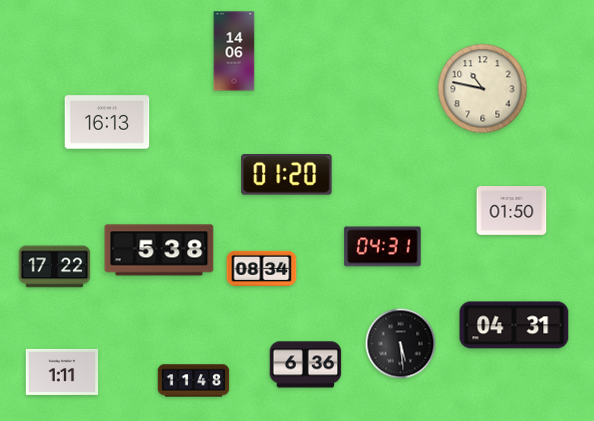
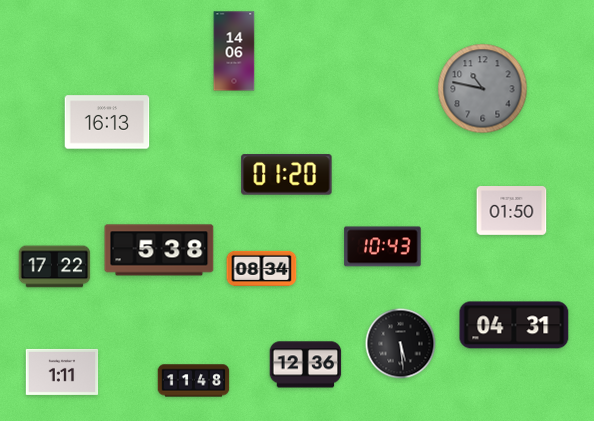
clock at (483, 89) dial: cream -> grey
clock at (383, 247): 04:31 -> 10:43
clock at (306, 365): 6:36 -> 12:36
